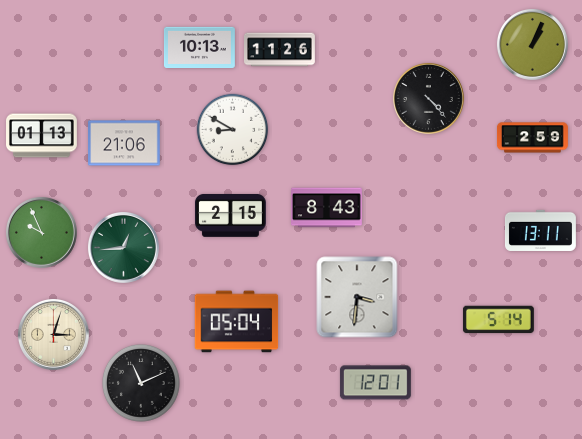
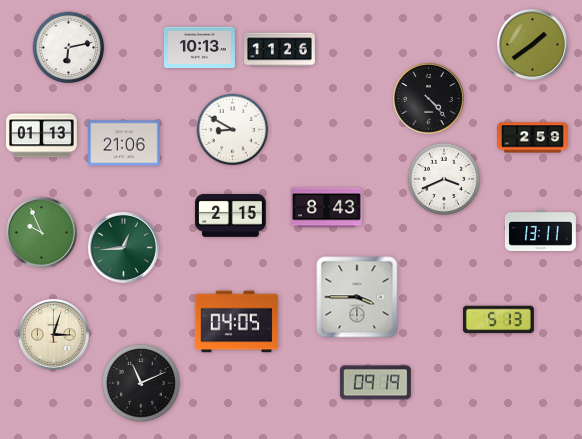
clock at (532, 44): 1:04 -> 1:39
clock at (69, 48): none -> 6:13
clock at (444, 179): none -> 3:41
clock at (357, 297): 3:31 -> 3:45
clock at (498, 320): 5:14 -> 5:13
clock at (237, 322): 05:04 -> 04:05
clock at (375, 383): 12:01 -> 09:19
